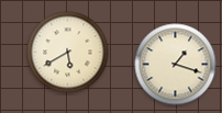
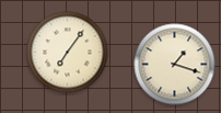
clock at (68, 53): 5:40 -> 7:06
